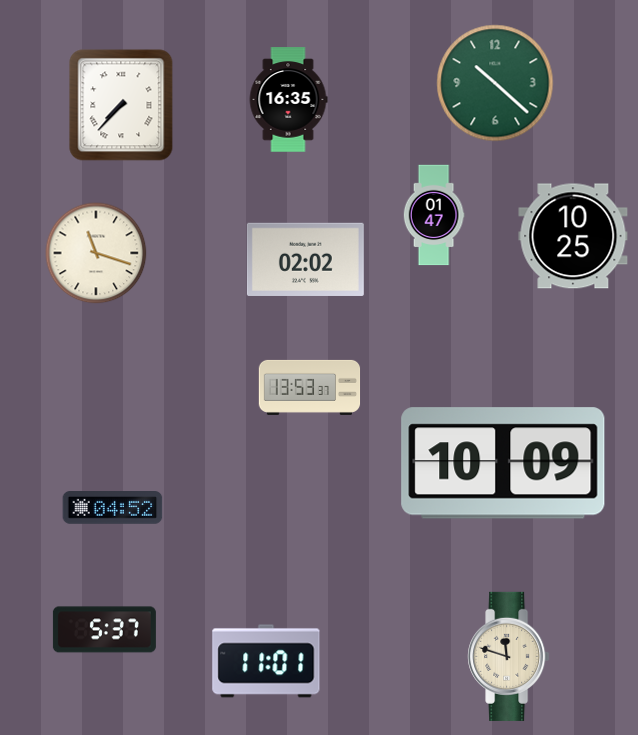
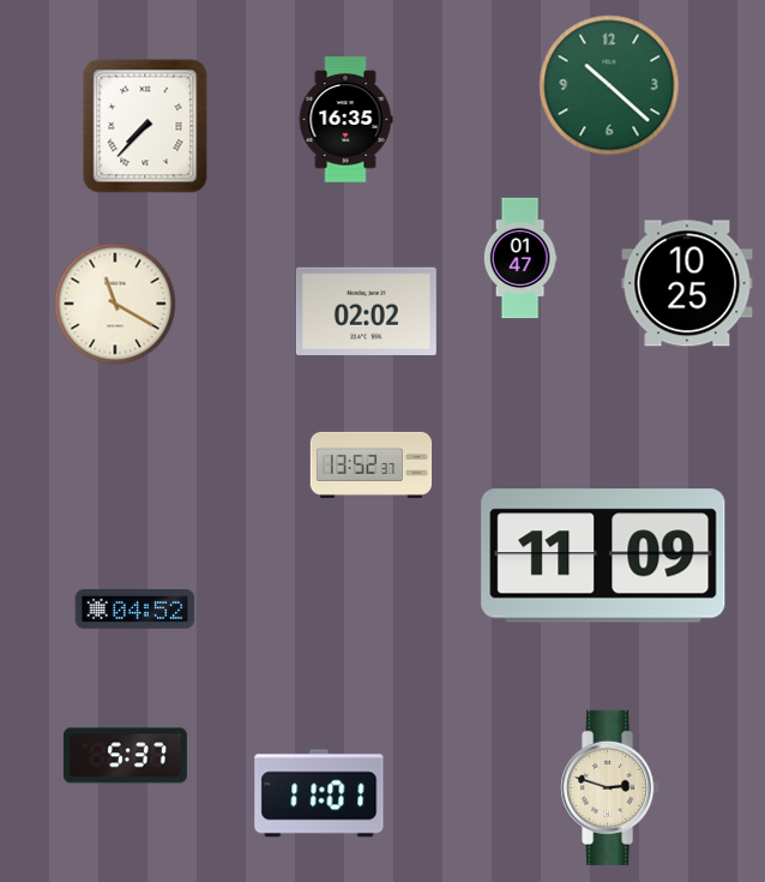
clock at (495, 83) position: (495, 83) -> (609, 85)
clock at (96, 253): 11:18 -> 11:20
clock at (310, 387): 13:53 -> 13:52
clock at (503, 463): 10:09 -> 11:09
clock at (509, 656): 11:48 -> 2:48
